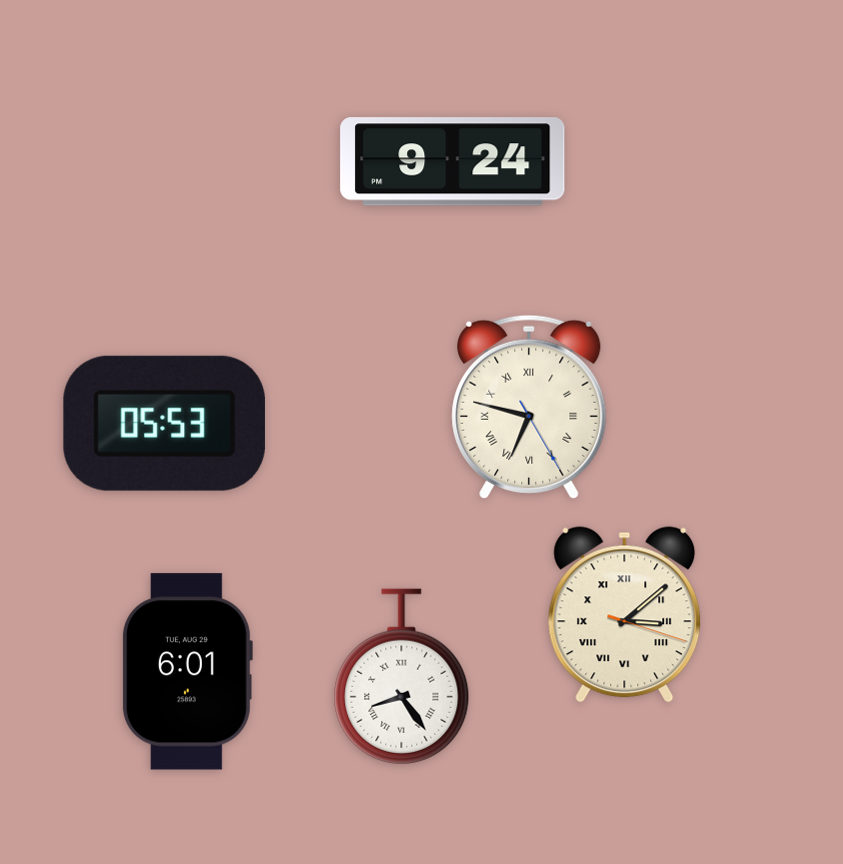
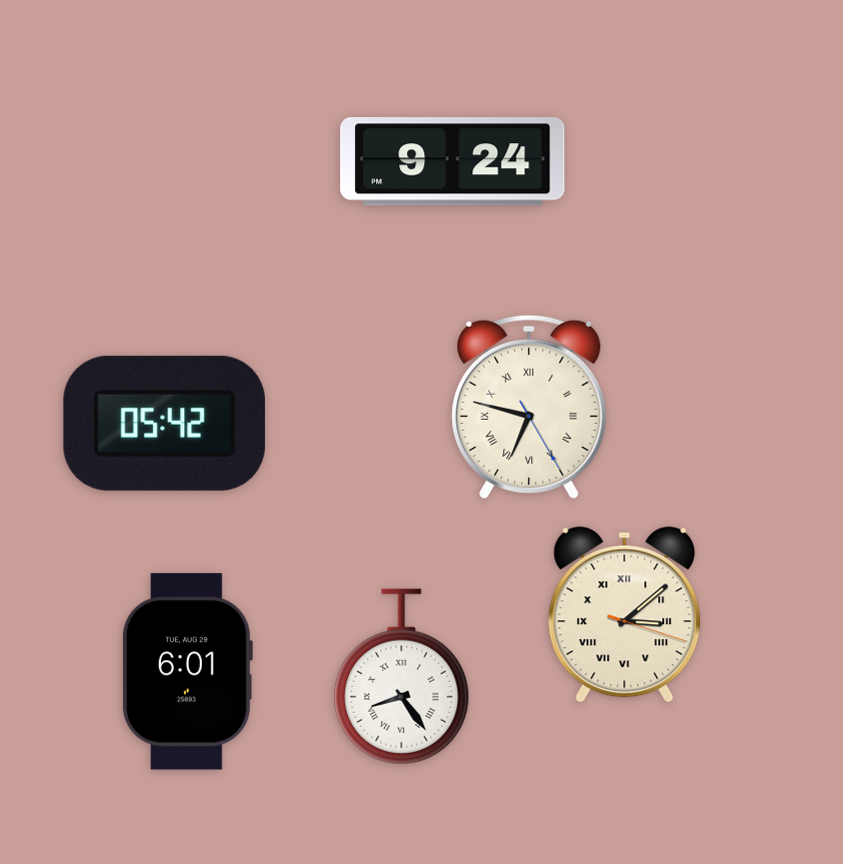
clock at (164, 423): 05:53 -> 05:42
